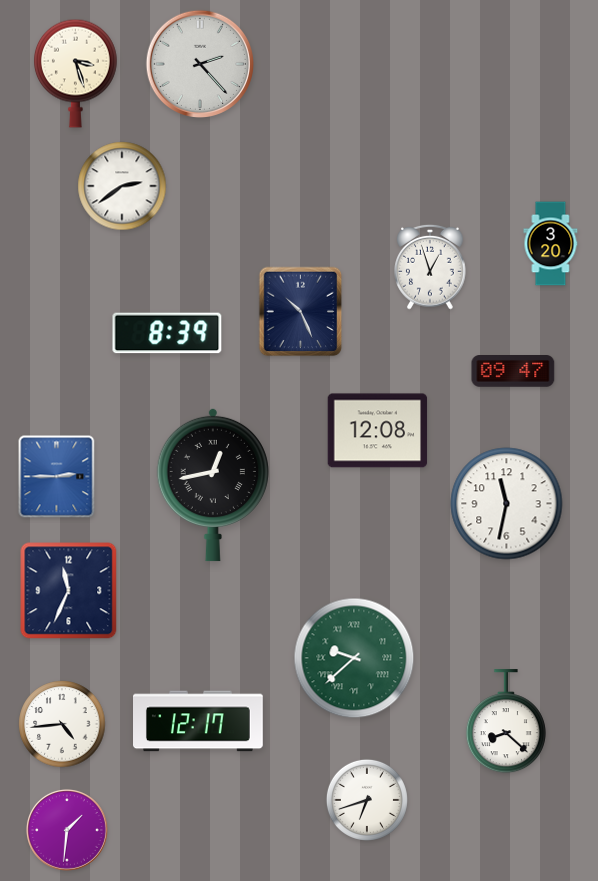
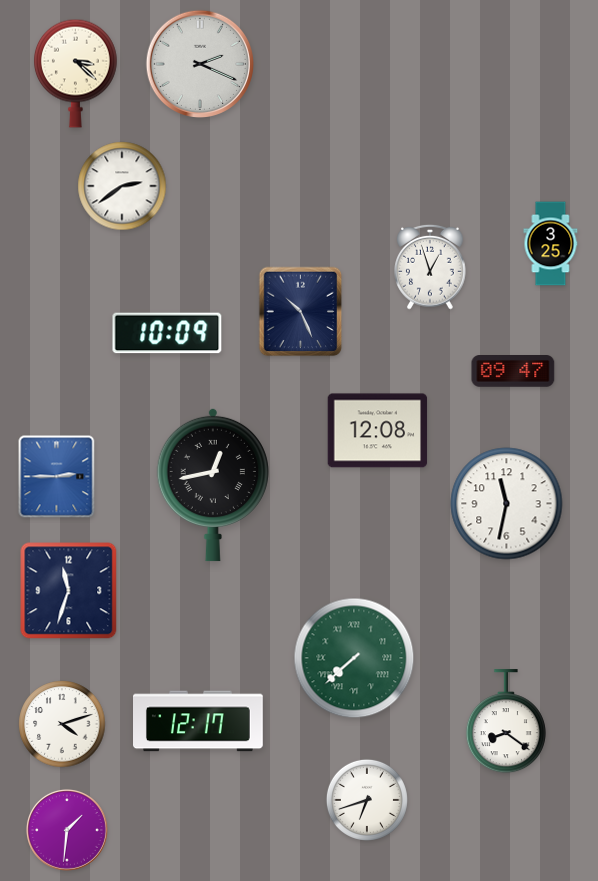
clock at (199, 63): 2:23 -> 2:19
clock at (76, 73): 3:27 -> 3:22
clock at (551, 244): 3:20 -> 3:25
clock at (167, 333): 8:39 -> 10:09
clock at (69, 591): 11:34 -> 11:33
clock at (354, 658): 9:38 -> 7:38
clock at (506, 722): 8:22 -> 8:21
clock at (62, 724): 4:44 -> 4:12
